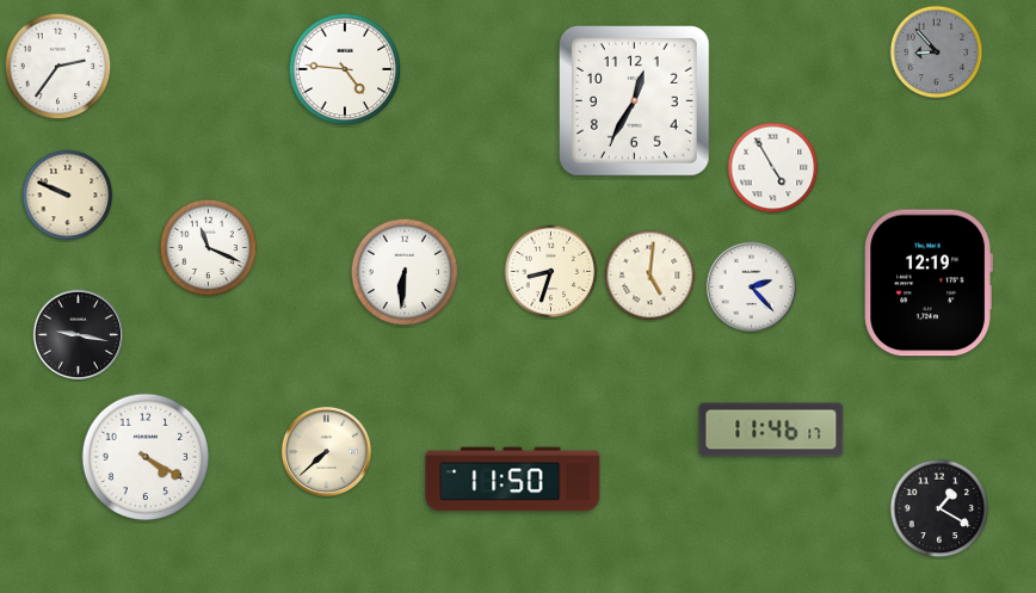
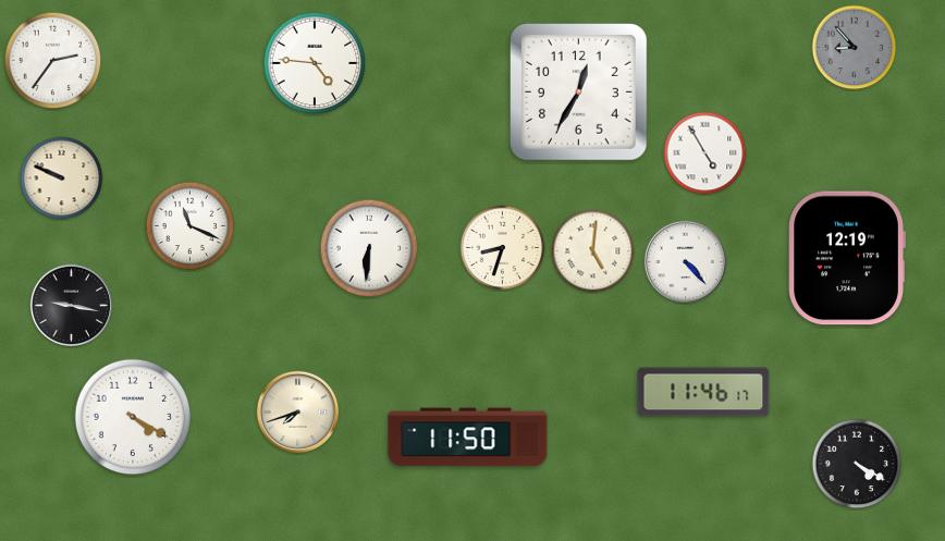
clock at (751, 286): 2:23 -> 4:23
clock at (326, 451): 7:38 -> 7:42
clock at (939, 508): 1:20 -> 4:20
